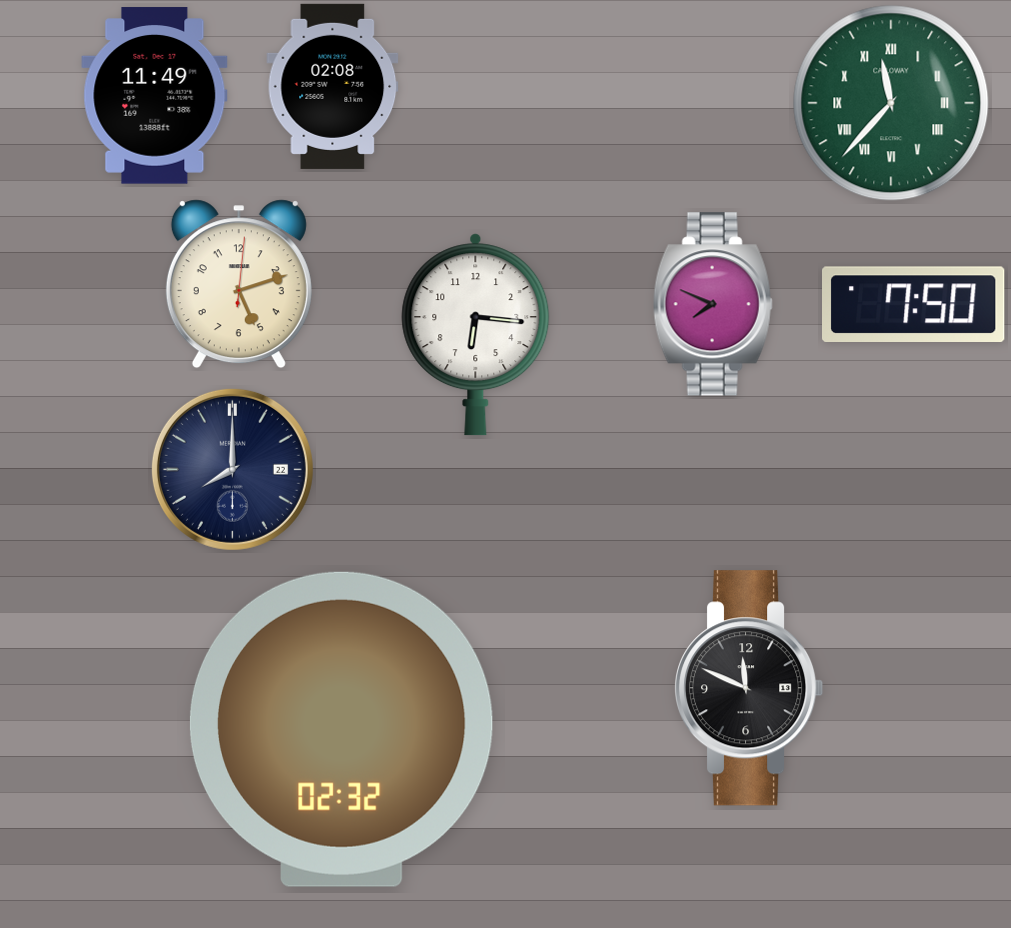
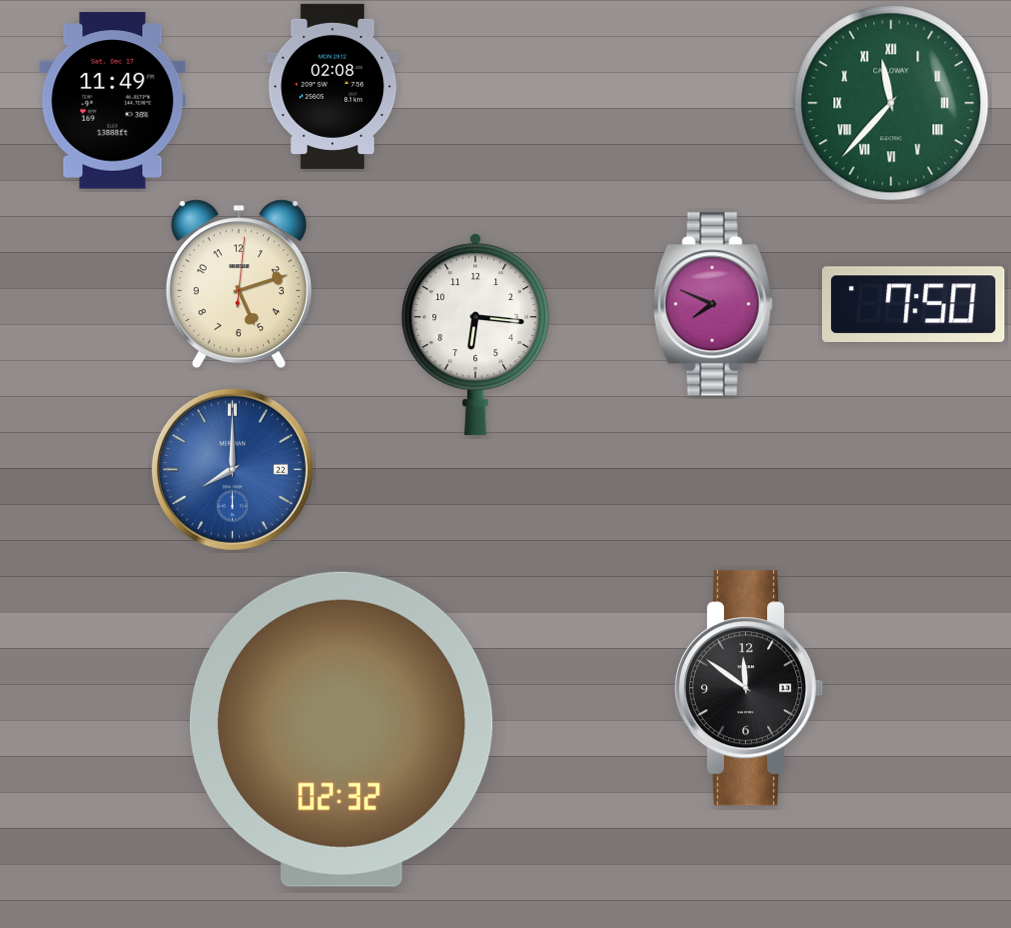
clock at (155, 96) position: (155, 96) -> (113, 101)
clock at (232, 469) dial: navy -> blue
clock at (750, 688): 11:49 -> 11:51
